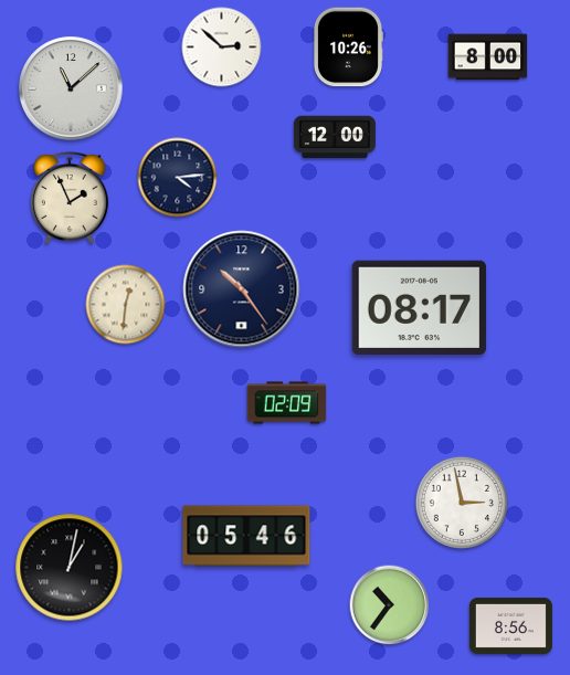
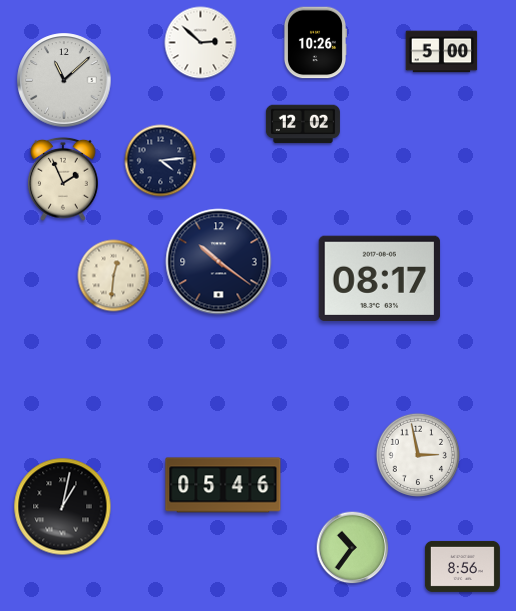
clock at (488, 57): 8:00 -> 5:00
clock at (335, 137): 12:00 -> 12:02
clock at (242, 289): 10:24 -> 10:21
clock at (287, 403): 02:09 -> none
clock at (70, 568) position: (70, 568) -> (63, 507)
